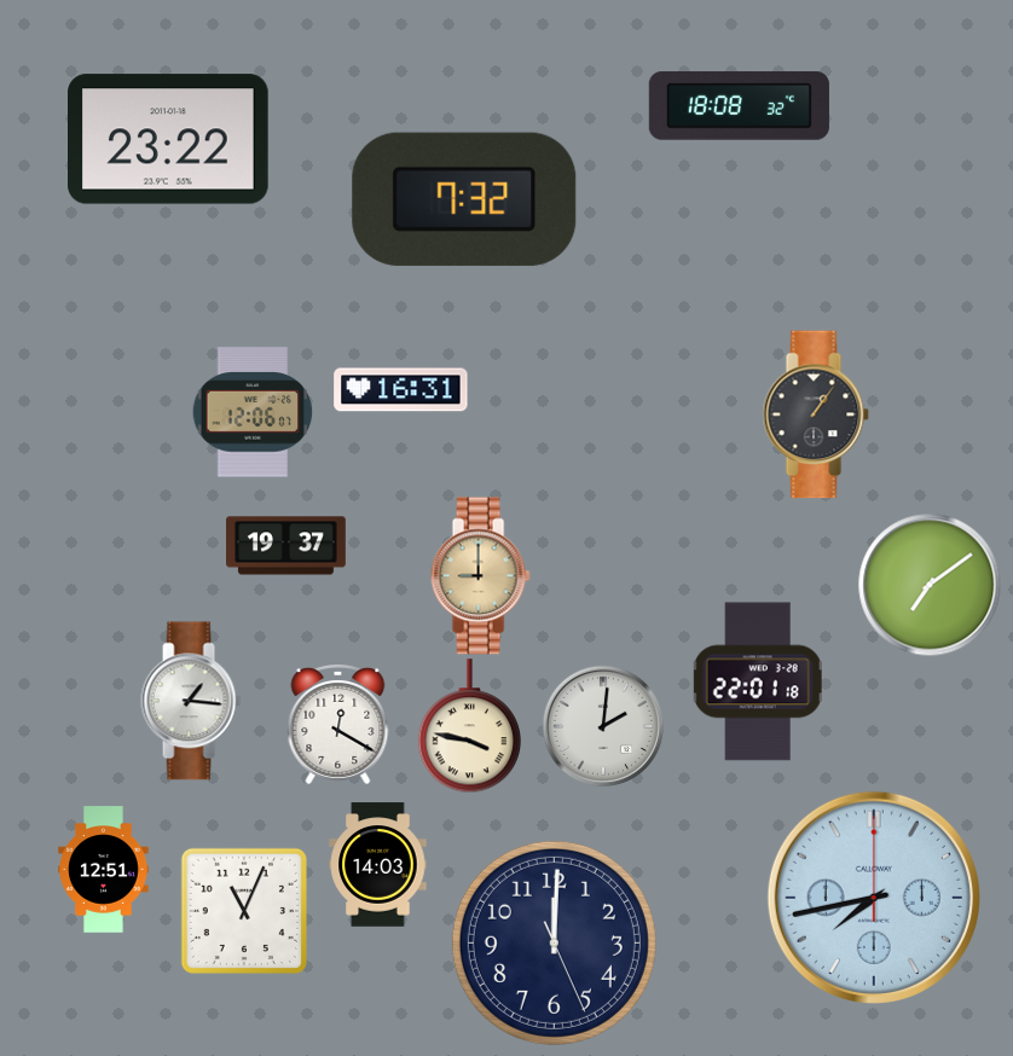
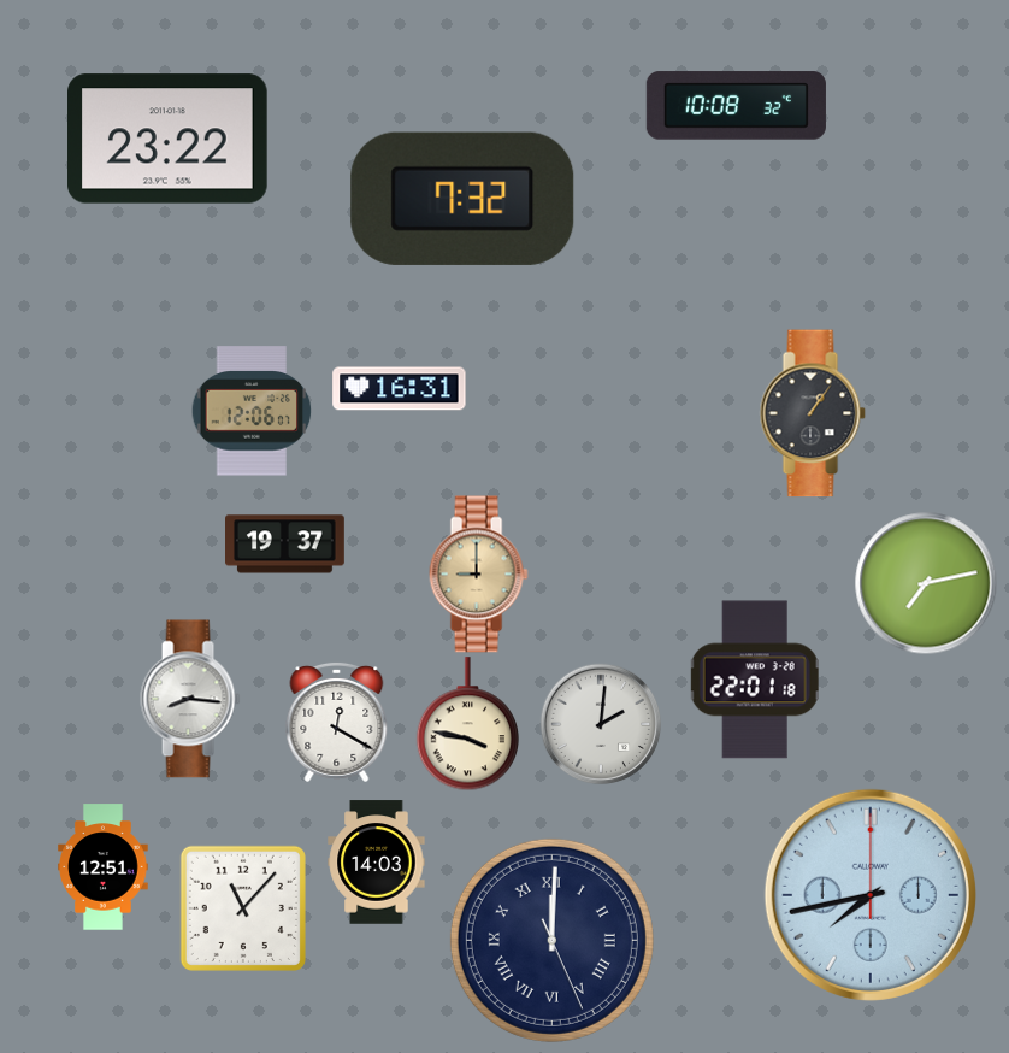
clock at (739, 106): 18:08 -> 10:08
clock at (930, 585): 7:09 -> 7:13
clock at (191, 701): 1:16 -> 8:16
clock at (244, 911): 11:04 -> 11:07
clock at (554, 942) numerals: Arabic -> Roman
